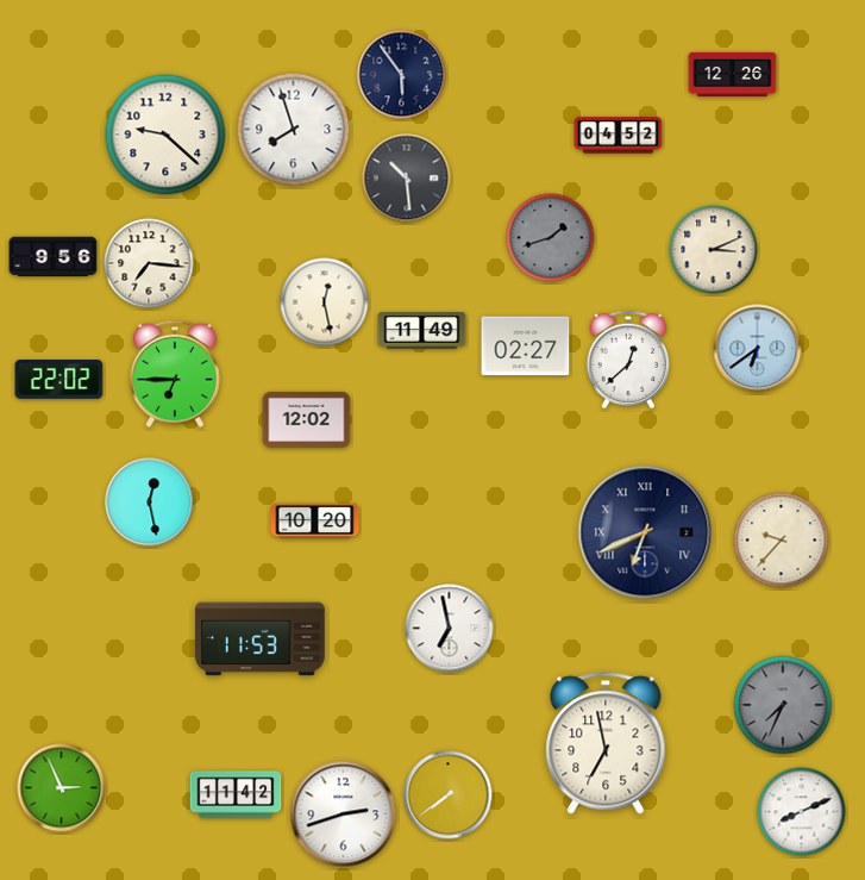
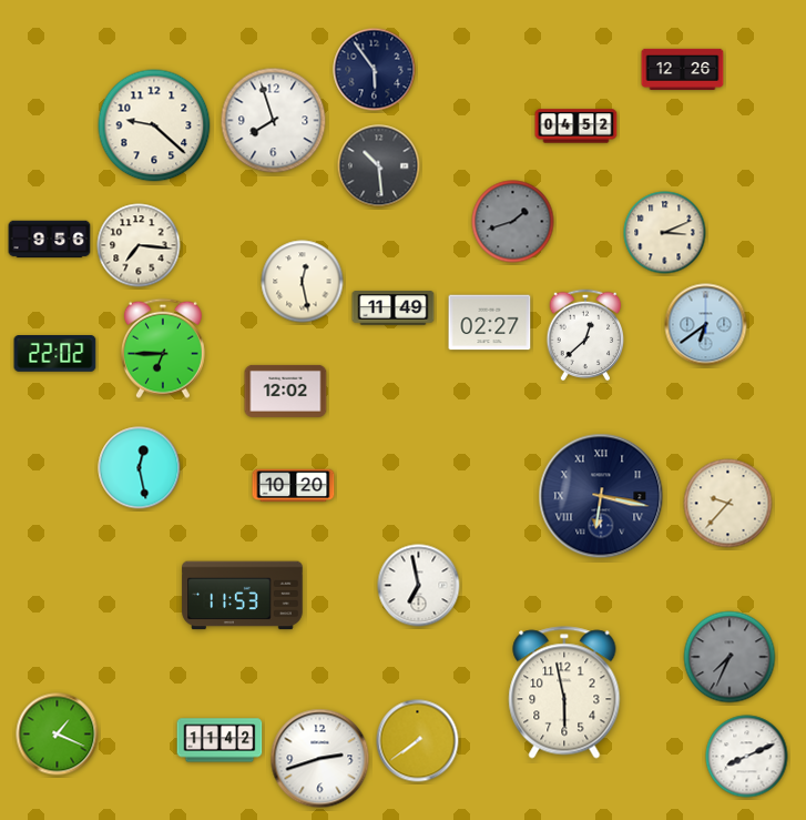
clock at (645, 532): 6:41 -> 6:17
clock at (606, 743): 6:58 -> 5:58
clock at (62, 788): 2:56 -> 1:19
